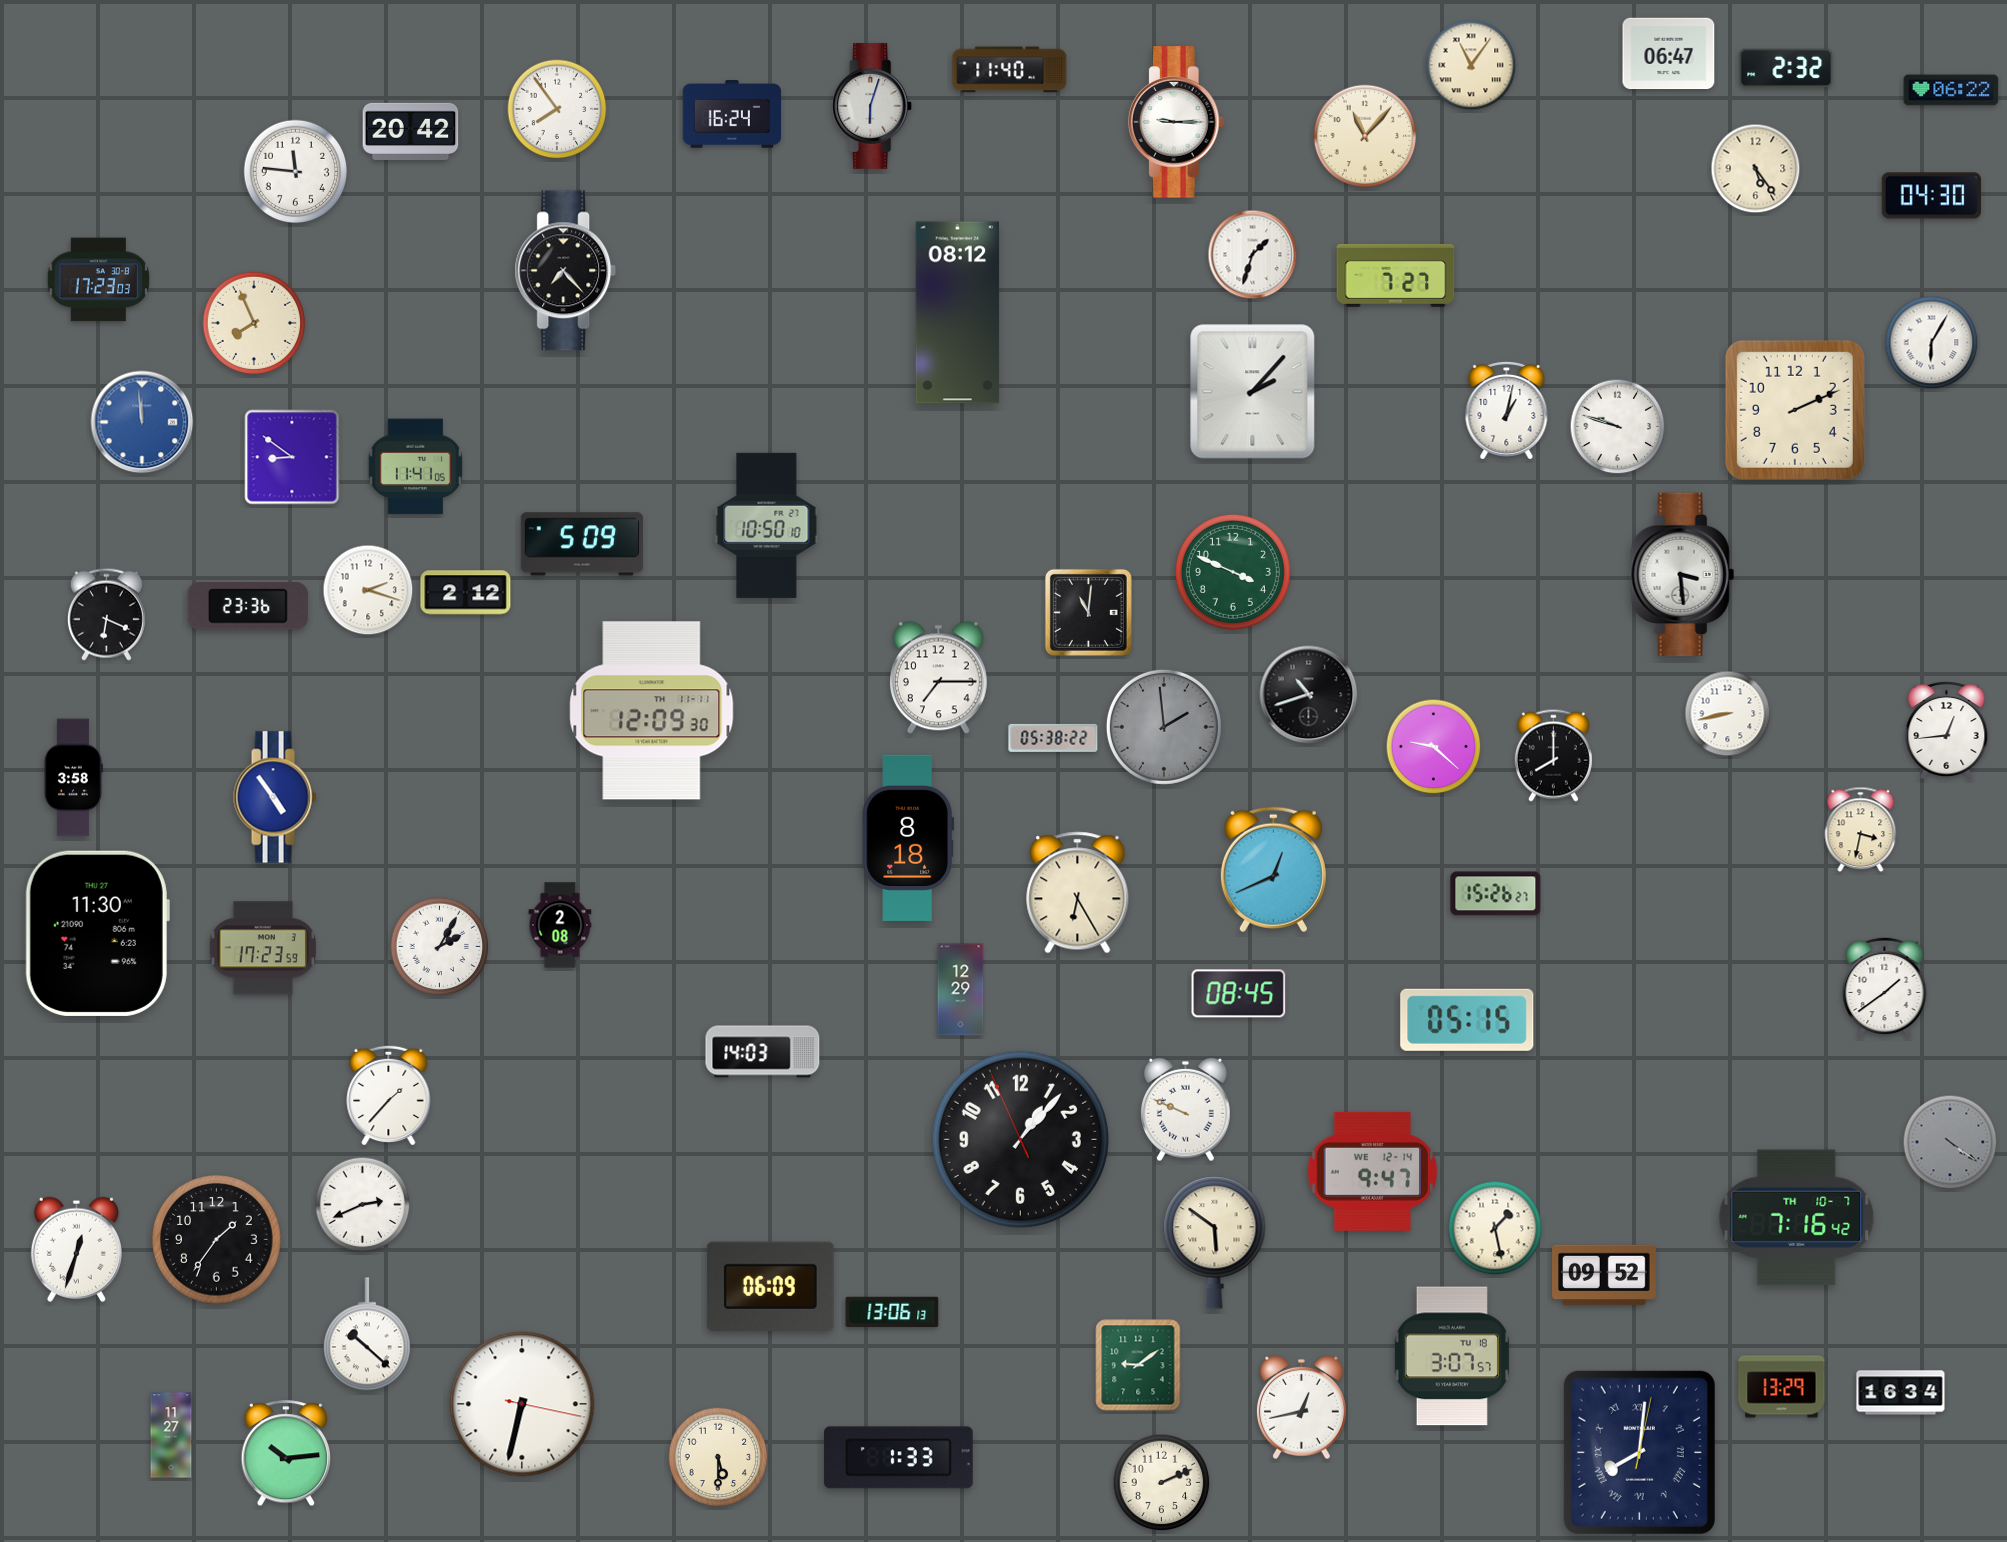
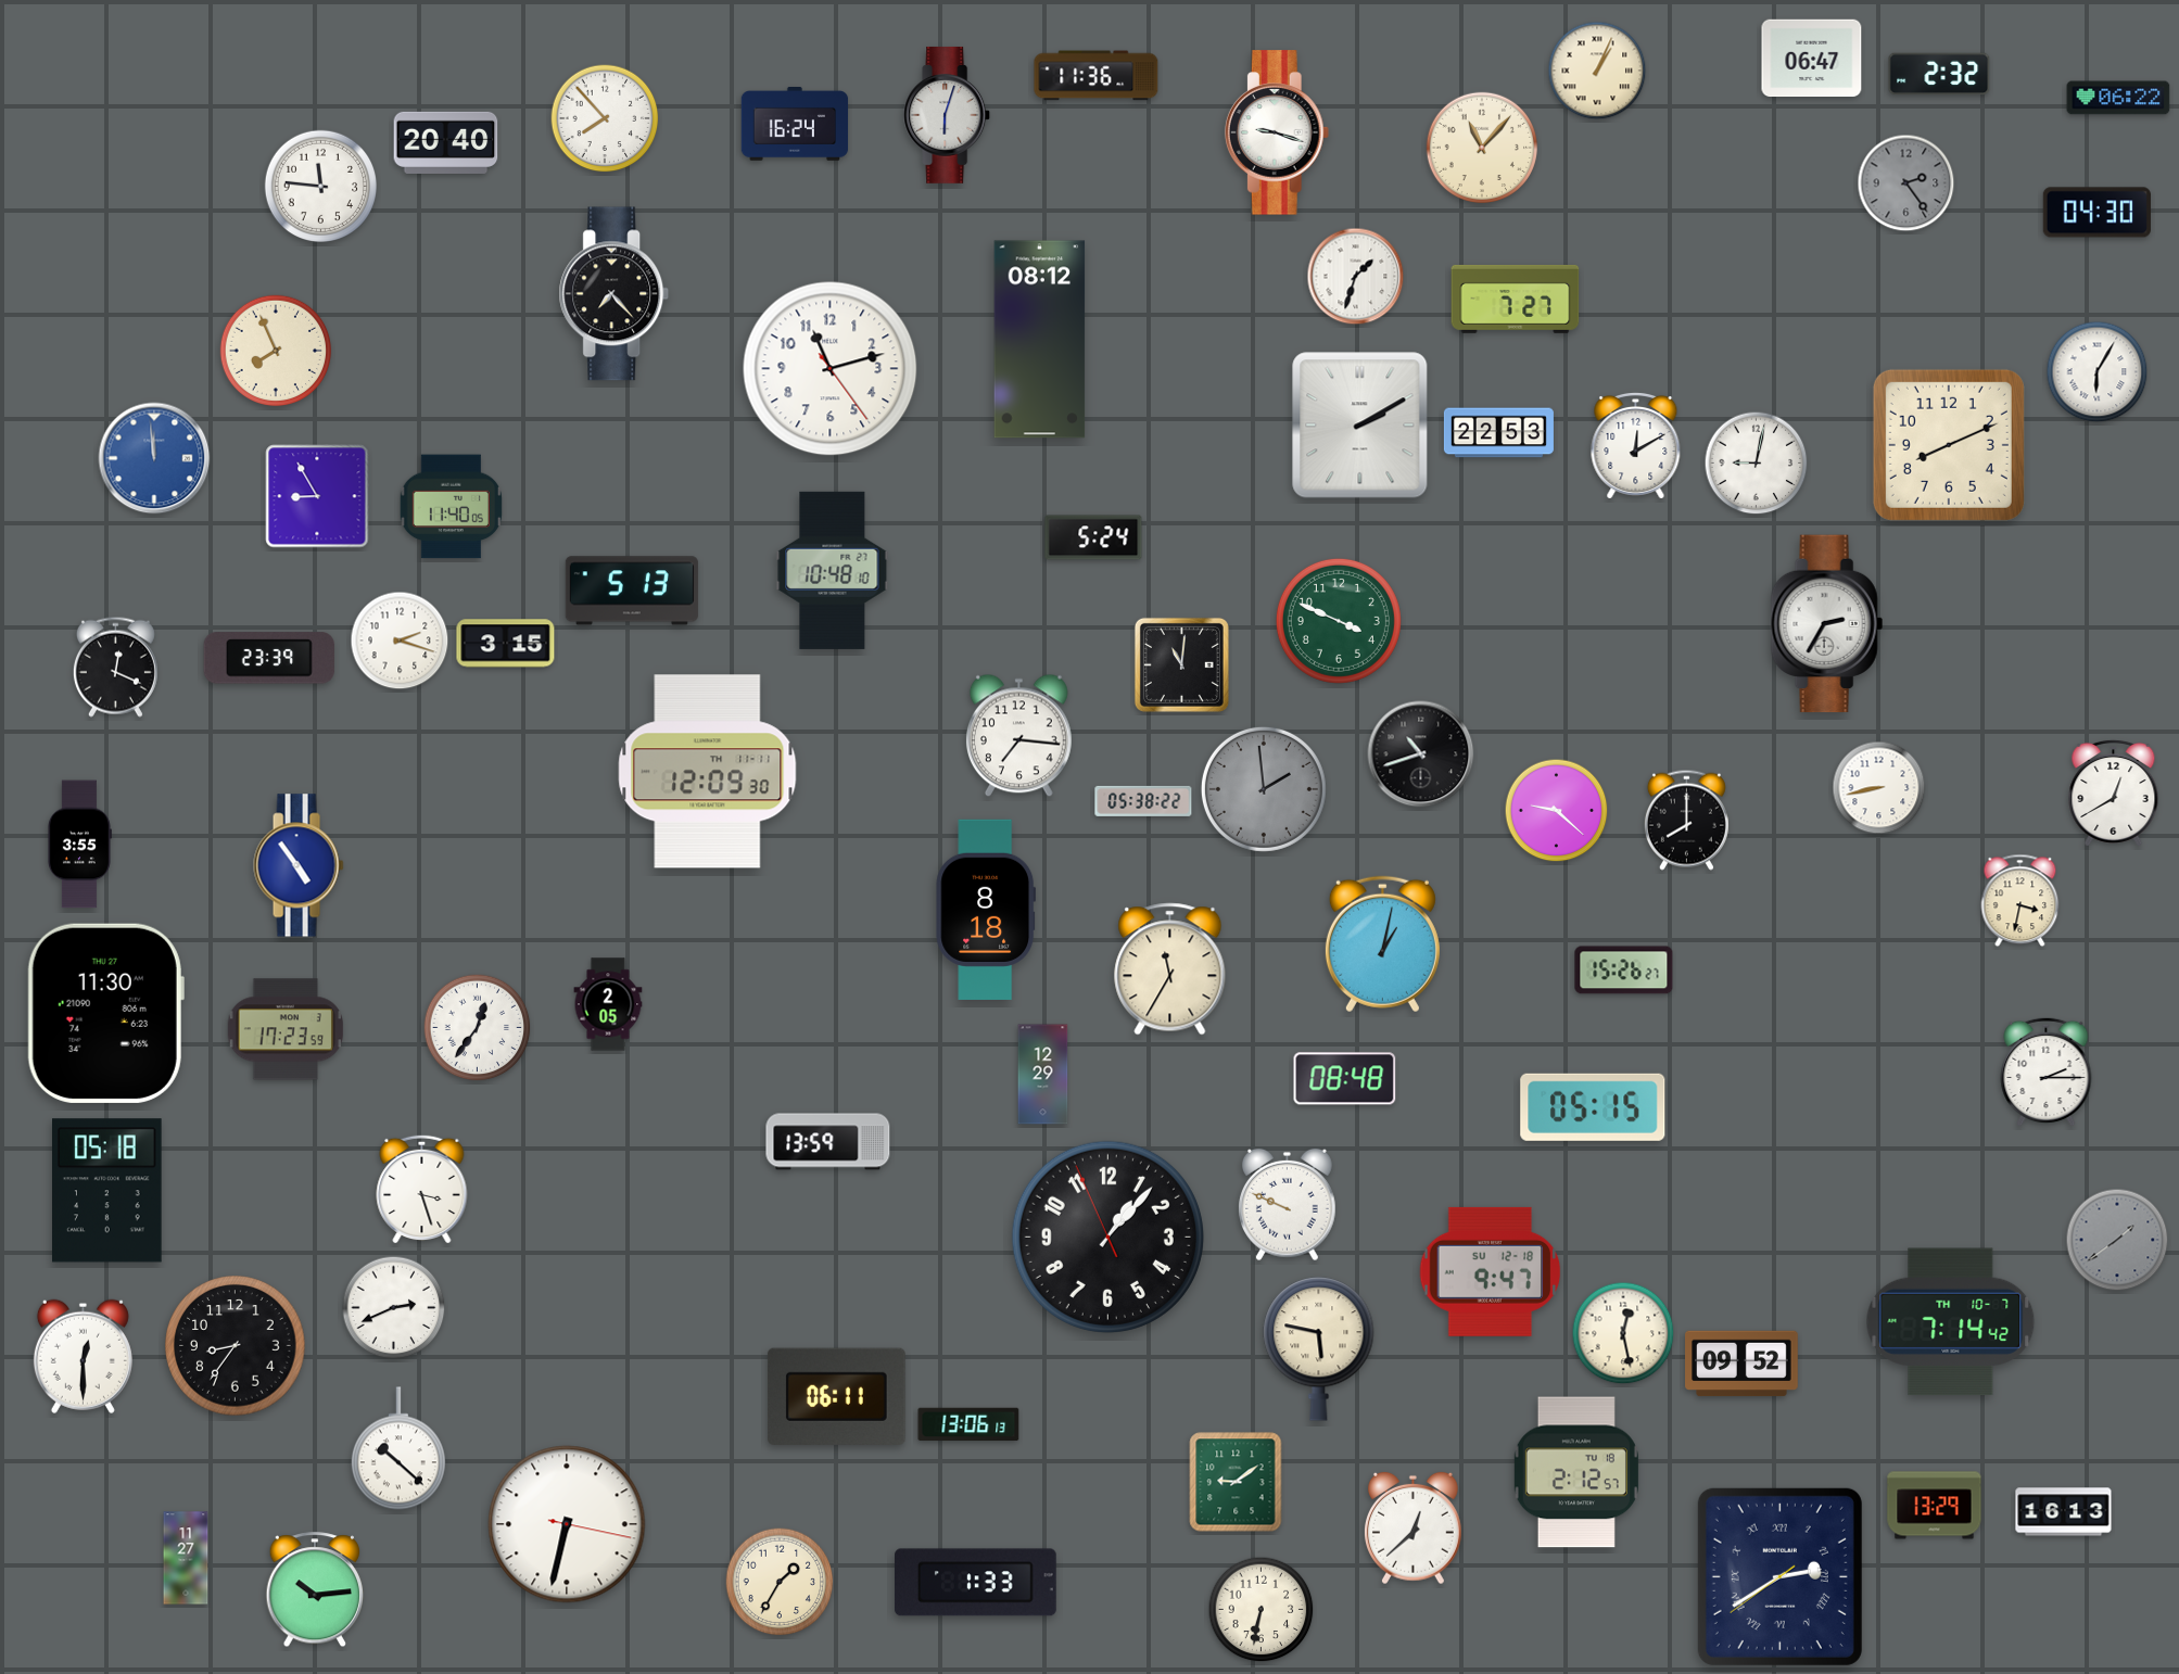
clock at (1471, 65): 11:06 -> 1:04
clock at (1010, 70): 11:40 -> 11:36
clock at (557, 109): 7:54 -> 7:53
clock at (1176, 122): 9:15 -> 9:18
clock at (411, 131): 20:42 -> 20:40
clock at (1756, 169): 5:24 -> 2:24
clock at (1756, 169) dial: cream -> grey
clock at (1253, 255) position: (1253, 255) -> (1356, 277)
clock at (99, 280): 17:23 -> none
clock at (831, 369): none -> 11:12
clock at (1253, 392): 2:07 -> 2:10
clock at (1498, 433): none -> 22:53
clock at (1507, 410): 1:02 -> 12:10
clock at (1795, 410): 2:11 -> 8:11
clock at (1618, 427): 9:48 -> 9:02
clock at (292, 457): 8:51 -> 8:55
clock at (415, 467): 11:41 -> 11:40
clock at (1093, 537): none -> 5:24
clock at (767, 525): 10:50 -> 10:48
clock at (582, 544): 5:09 -> 5:13
clock at (1682, 575): 3:29 -> 2:35
clock at (466, 593): 2:12 -> 3:15
clock at (248, 606): 23:36 -> 23:39
clock at (106, 614): 6:19 -> 12:19
clock at (938, 678): 7:15 -> 7:16
clock at (1728, 714) position: (1728, 714) -> (1879, 788)
clock at (1947, 730): 12:44 -> 12:40
clock at (73, 778): 3:58 -> 3:55
clock at (1273, 870): 12:41 -> 1:02
clock at (1078, 893): 6:25 -> 11:35
clock at (560, 925): 2:08 -> 2:05
clock at (440, 947): 2:05 -> 12:36
clock at (1885, 987): 1:39 -> 2:15
clock at (1239, 994): 08:45 -> 08:48
clock at (763, 1052): 14:03 -> 13:59
clock at (389, 1095): 1:37 -> 3:27
clock at (107, 1191): none -> 05:18
clock at (1950, 1142): 4:21 -> 1:39
clock at (1373, 1171) date: WE 12-14 -> SU 12-18
clock at (1797, 1218): 7:16 -> 7:14
clock at (1495, 1228): 1:28 -> 12:28
clock at (217, 1240): 1:36 -> 8:36
clock at (1215, 1243): 5:51 -> 5:47
clock at (76, 1249): 12:33 -> 12:30
clock at (1604, 1275) position: (1604, 1275) -> (1741, 1364)
clock at (770, 1286): 06:09 -> 06:11
clock at (1452, 1356): 3:07 -> 2:12
clock at (1901, 1393): 16:34 -> 16:13
clock at (1302, 1408): 12:43 -> 12:38
clock at (1639, 1452): 8:01 -> 2:39
clock at (286, 1454) position: (286, 1454) -> (315, 1590)
clock at (718, 1457): 5:30 -> 1:35
clock at (1162, 1483): 2:11 -> 6:32
